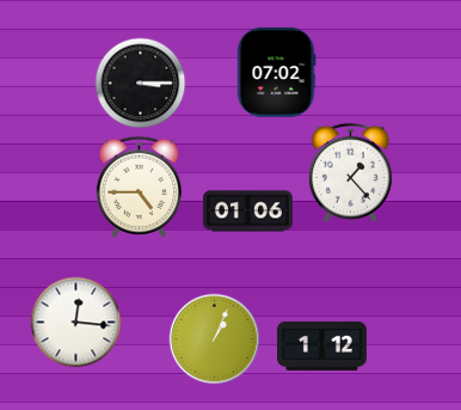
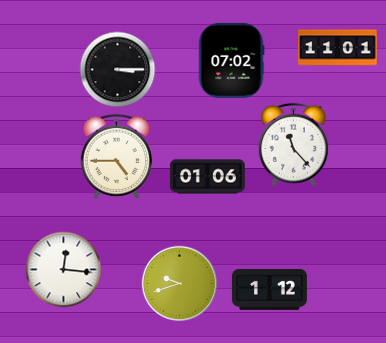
clock at (338, 48): none -> 11:01
clock at (350, 172): 1:23 -> 11:23
clock at (215, 339): 1:04 -> 9:42
